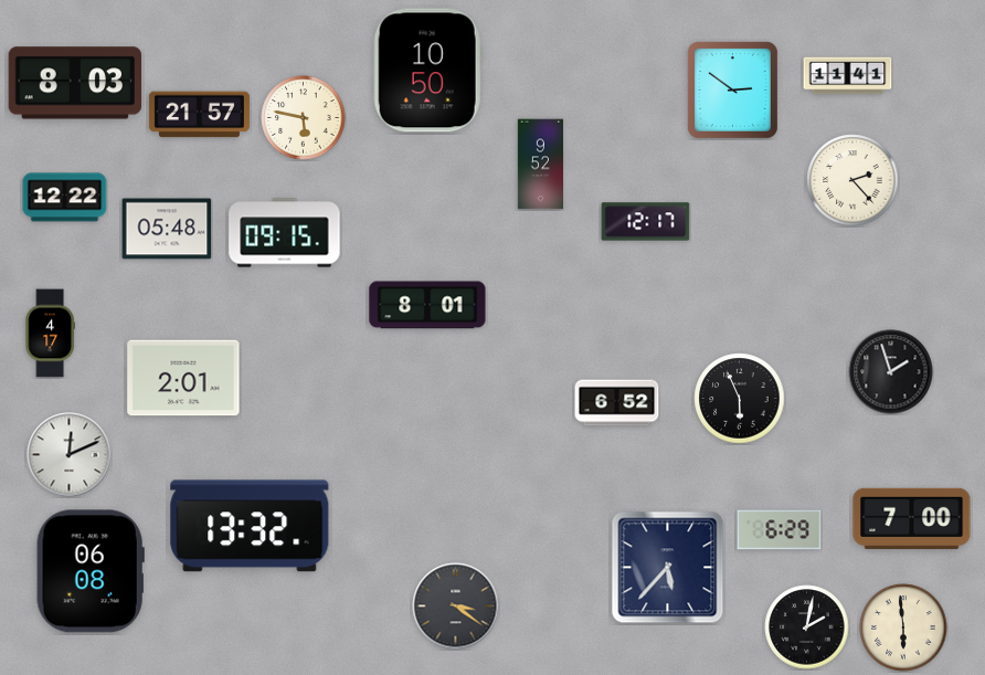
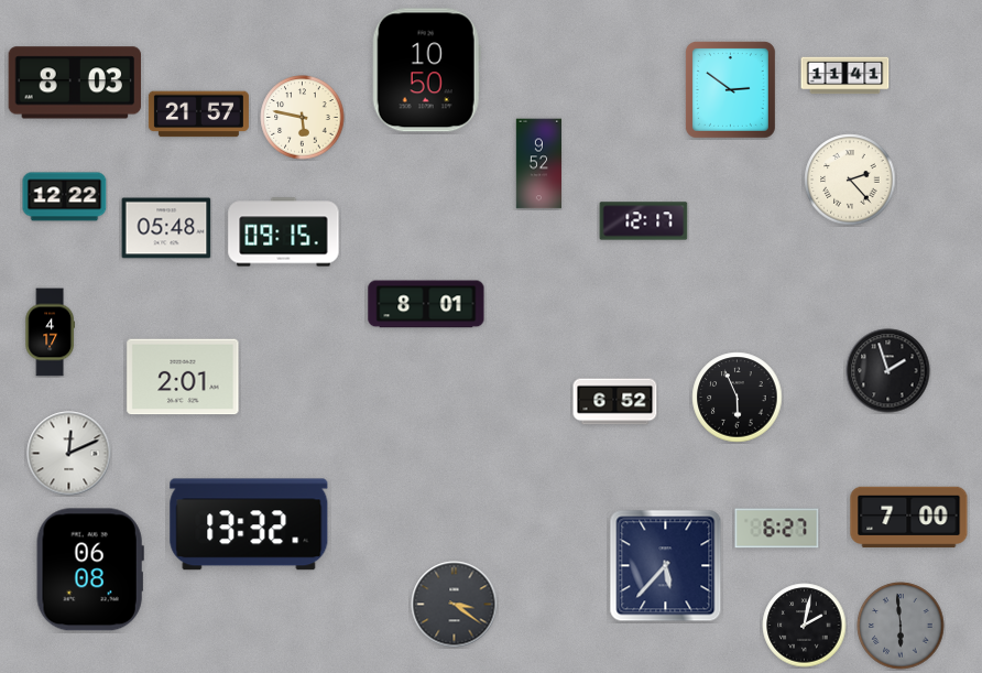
clock at (780, 530): 6:29 -> 6:27
clock at (903, 627) dial: cream -> grey
